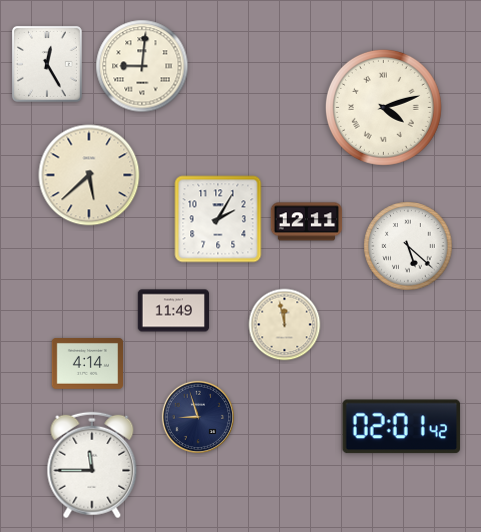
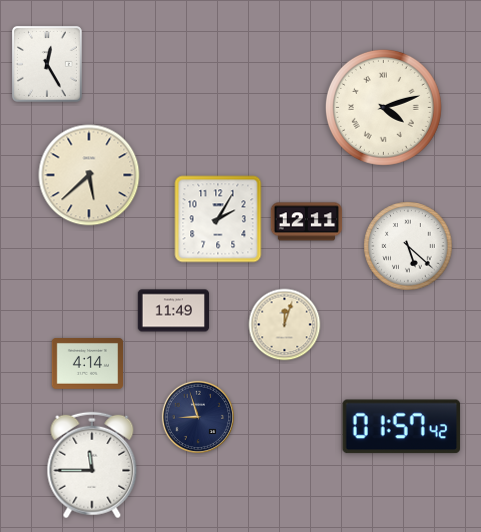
clock at (142, 66): 9:01 -> none
clock at (285, 325): 11:58 -> 12:03
clock at (402, 427): 02:01 -> 01:57
